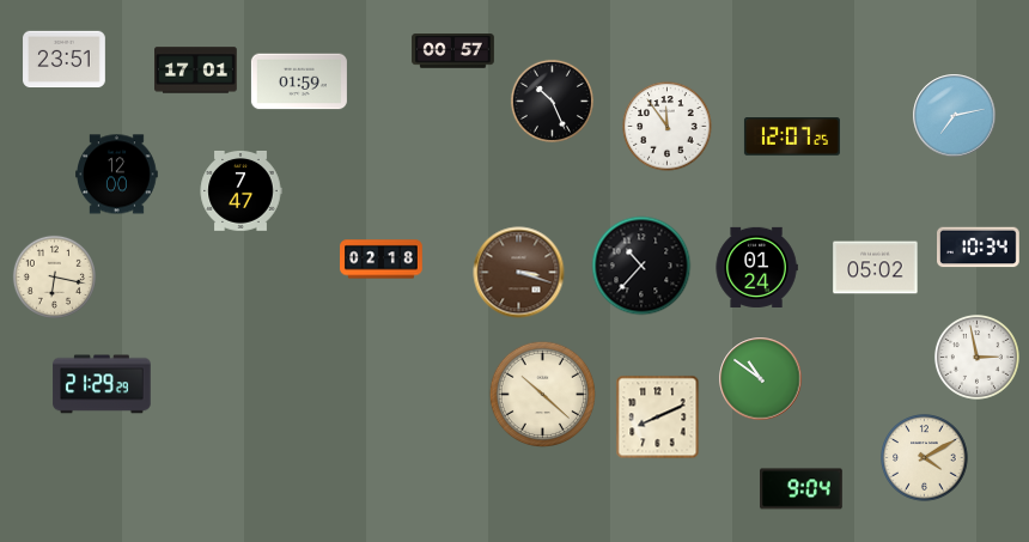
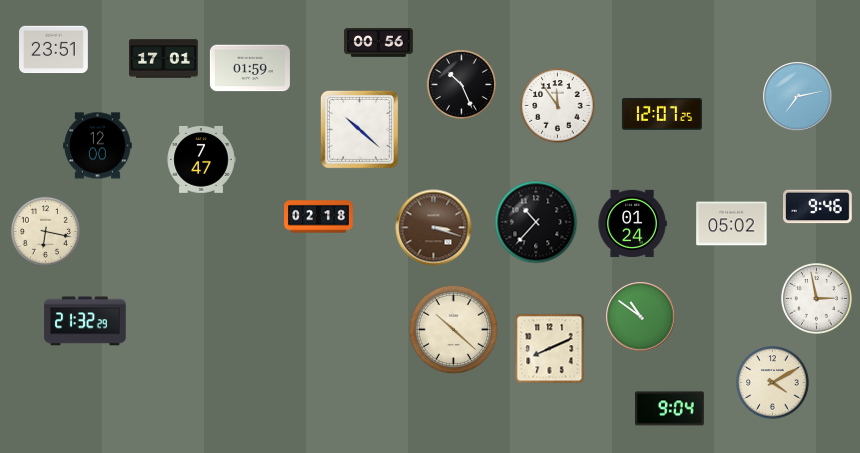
clock at (453, 51): 00:57 -> 00:56
clock at (359, 129): none -> 10:22
clock at (979, 248): 10:34 -> 9:46
clock at (761, 379) position: (761, 379) -> (641, 317)
clock at (102, 384): 21:29 -> 21:32
